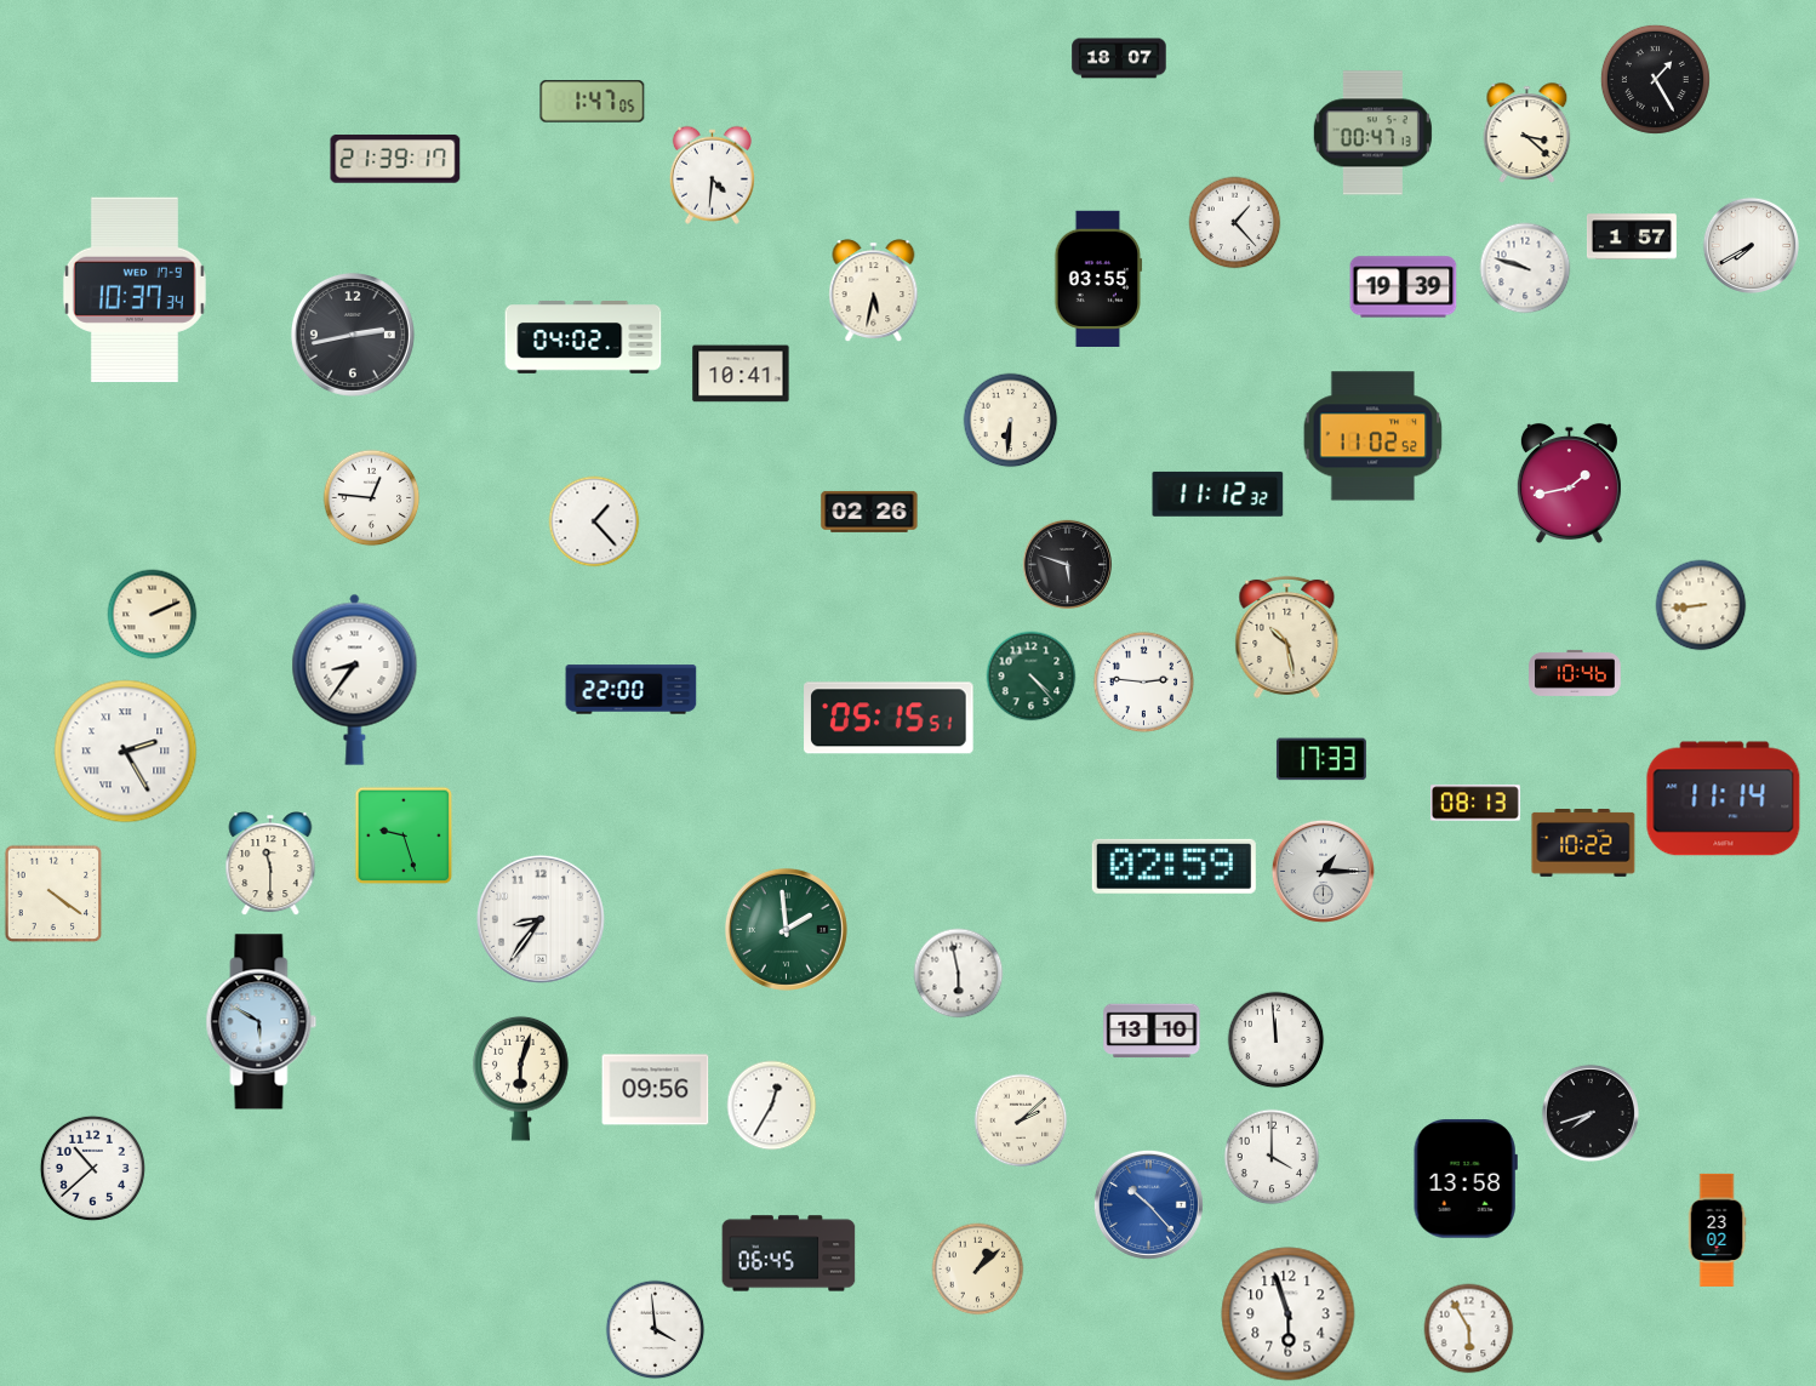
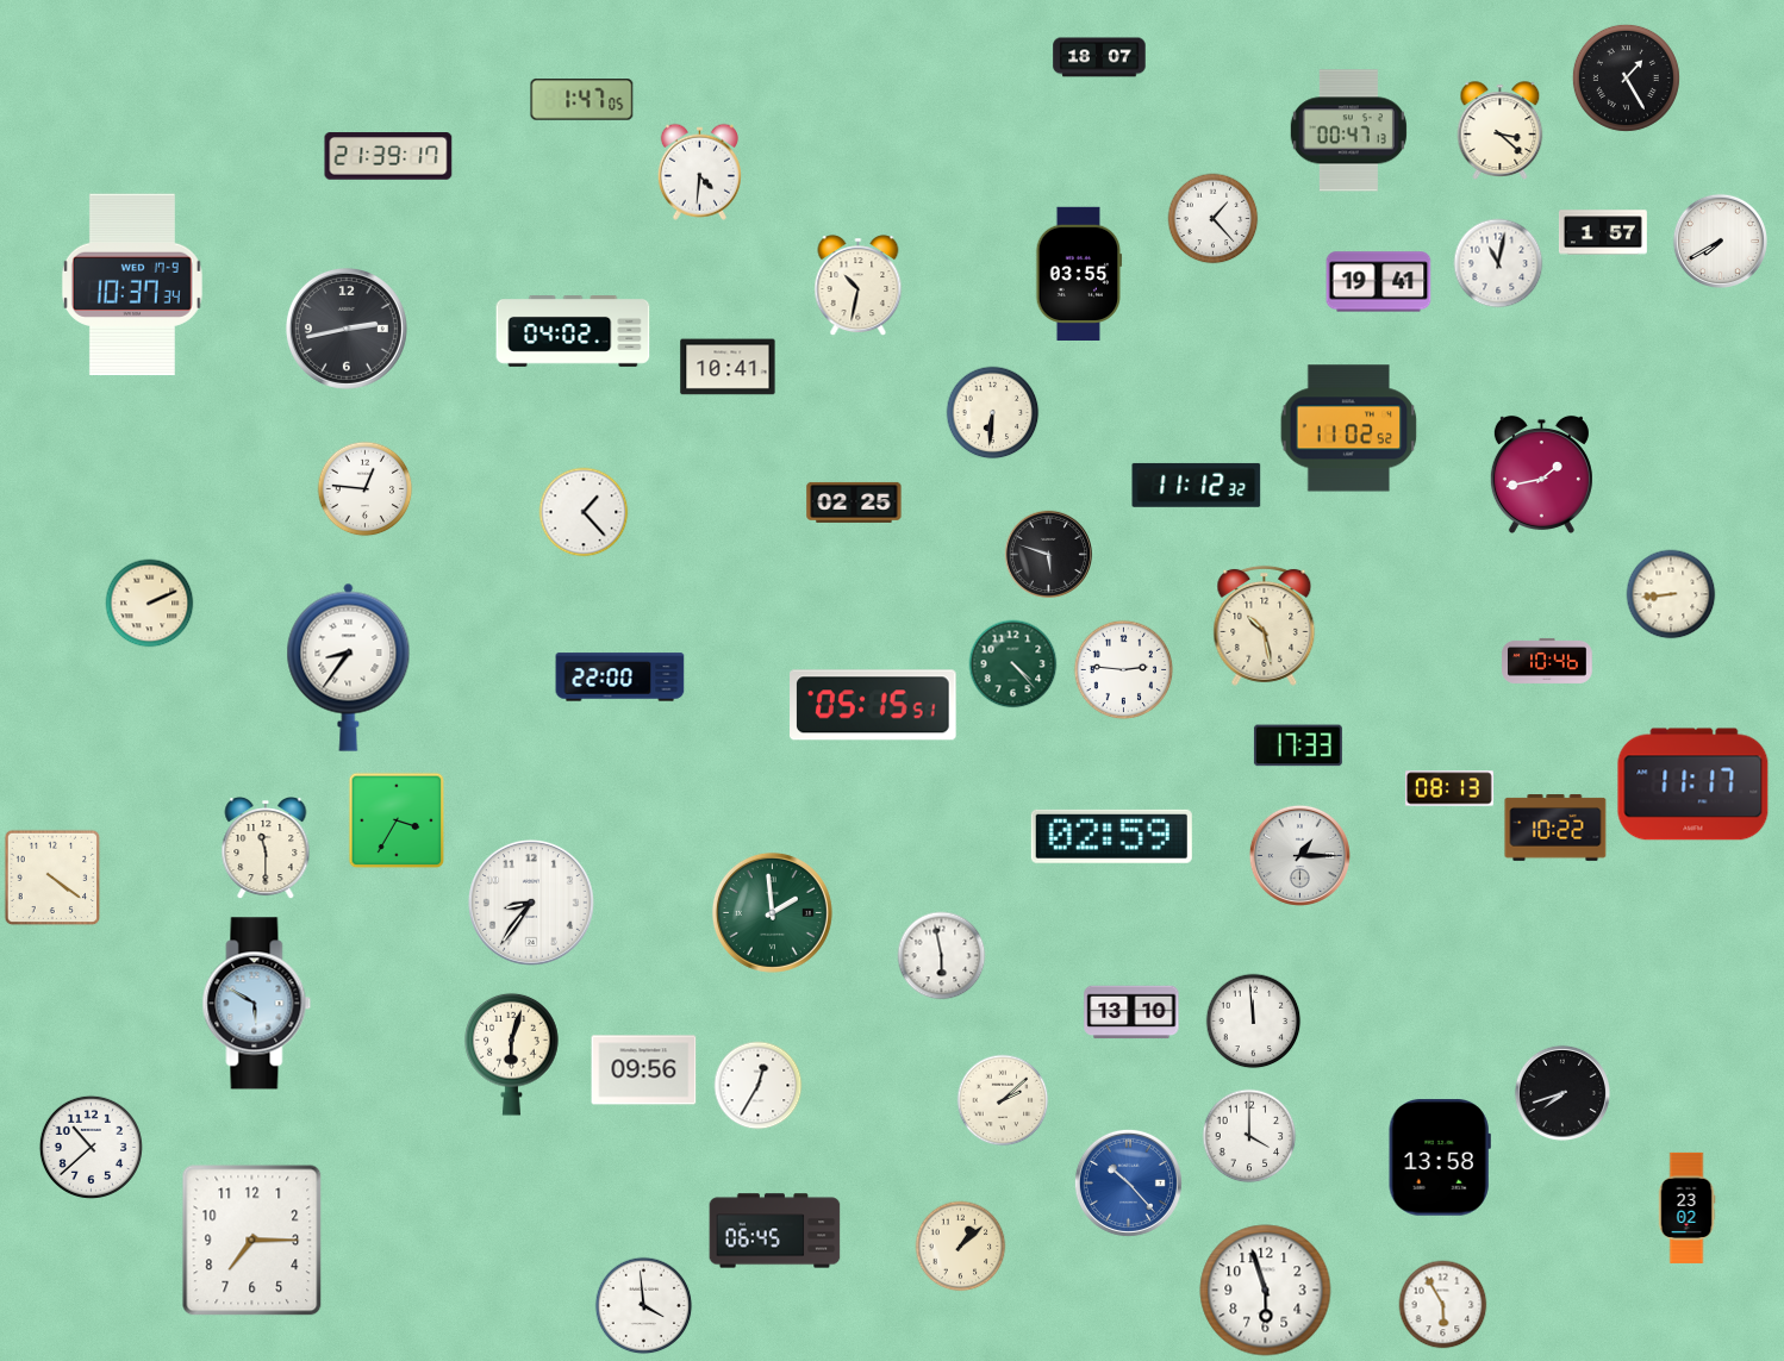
clock at (1525, 268): 9:48 -> 11:02
clock at (1404, 287): 19:39 -> 19:41
clock at (874, 291): 5:32 -> 10:32
clock at (869, 512): 02:26 -> 02:25
clock at (126, 752): 2:25 -> none
clock at (1724, 799): 11:14 -> 11:17
clock at (404, 835): 9:27 -> 3:35
clock at (1173, 866) position: (1173, 866) -> (1111, 836)
clock at (521, 1078) position: (521, 1078) -> (512, 1054)
clock at (252, 1241): none -> 7:15
